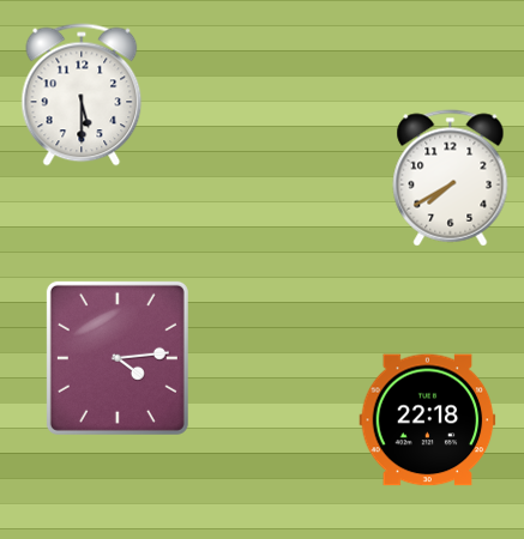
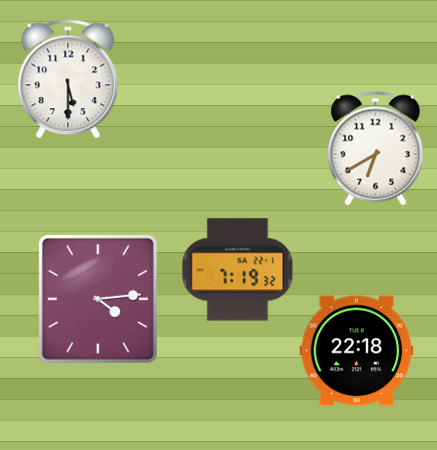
clock at (451, 178): 7:40 -> 6:40
clock at (238, 270): none -> 7:19
